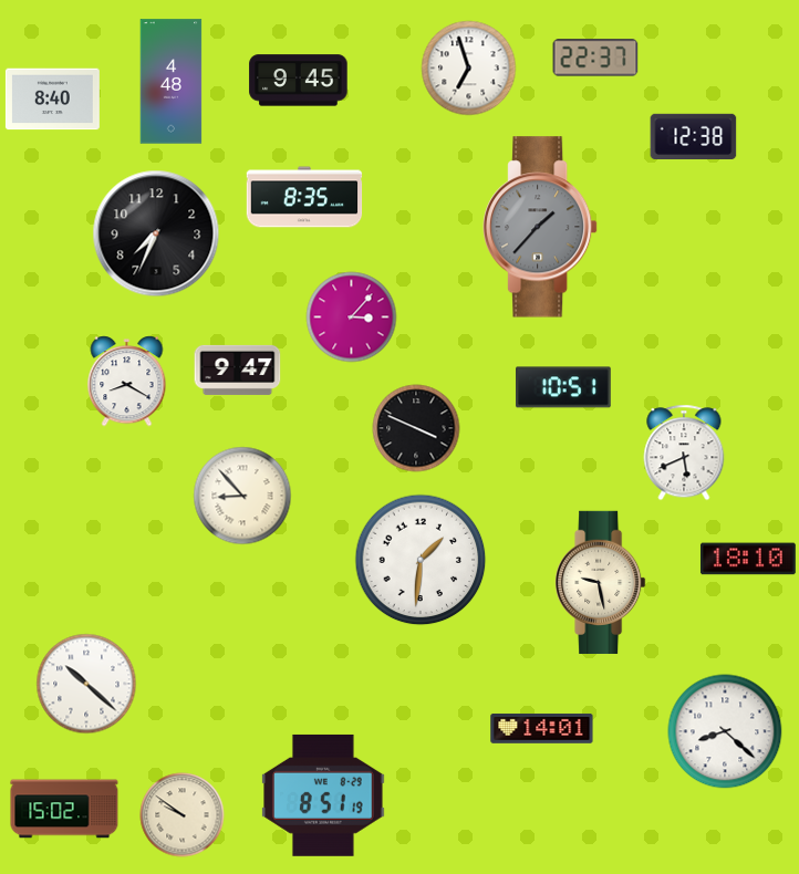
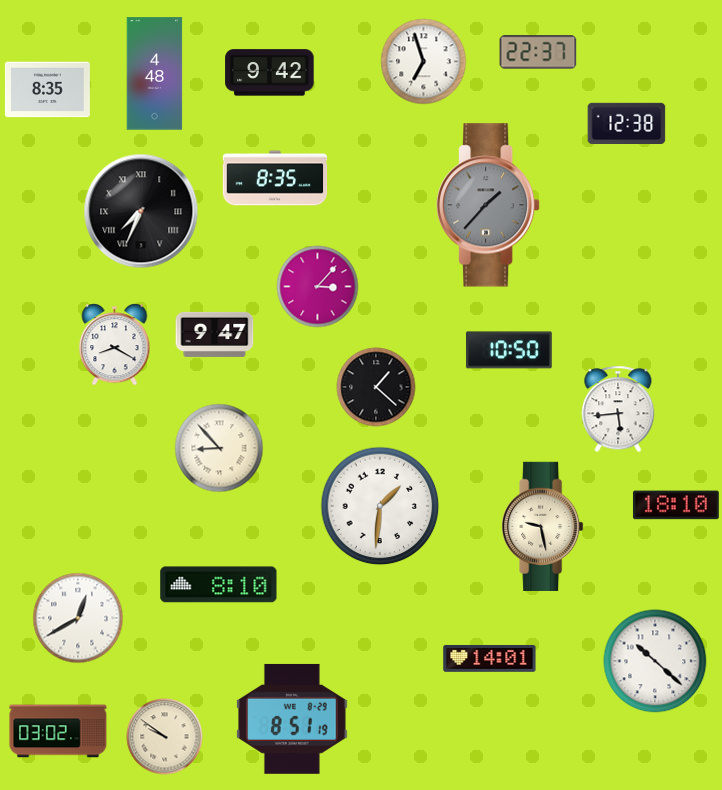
clock at (299, 81): 9:45 -> 9:42
clock at (52, 100): 8:40 -> 8:35
clock at (156, 233) numerals: Arabic -> Roman
clock at (563, 387): 10:51 -> 10:50
clock at (416, 428): 3:49 -> 1:22
clock at (684, 452): 5:41 -> 5:44
clock at (219, 585): none -> 8:10
clock at (86, 684): 10:22 -> 12:40
clock at (725, 731): 8:22 -> 10:22
clock at (64, 809): 15:02 -> 03:02
